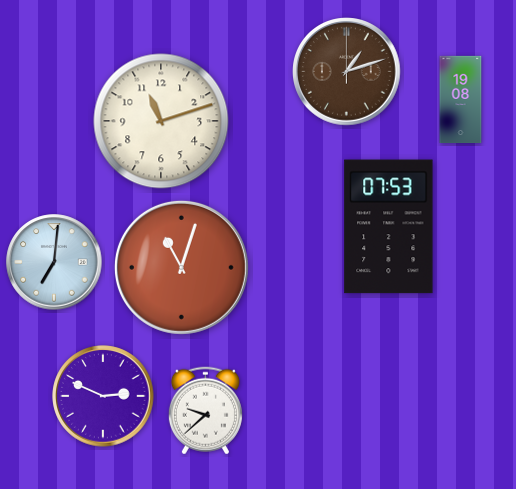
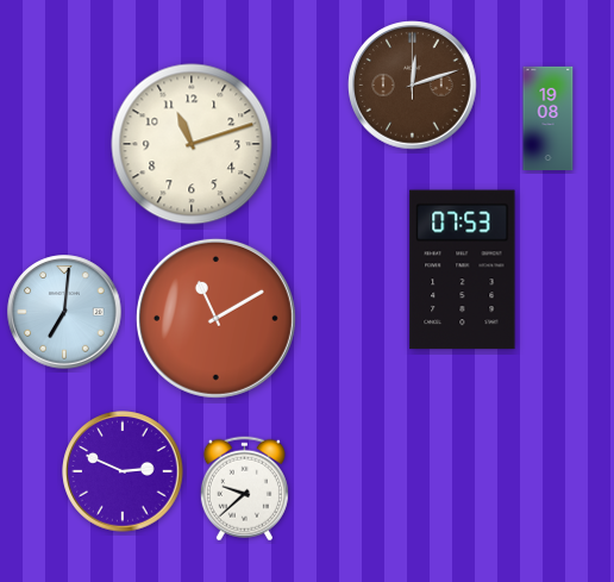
clock at (347, 72): 1:12 -> 12:12
clock at (181, 267): 11:03 -> 11:10
